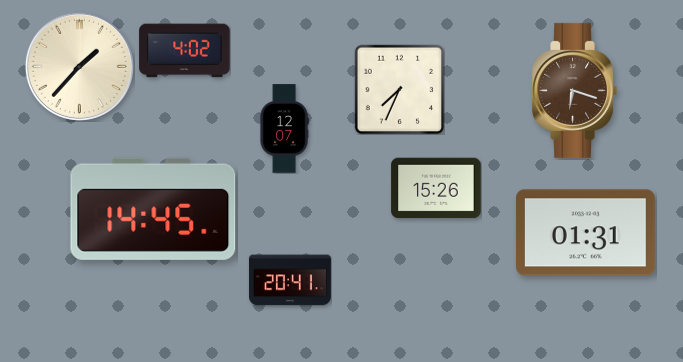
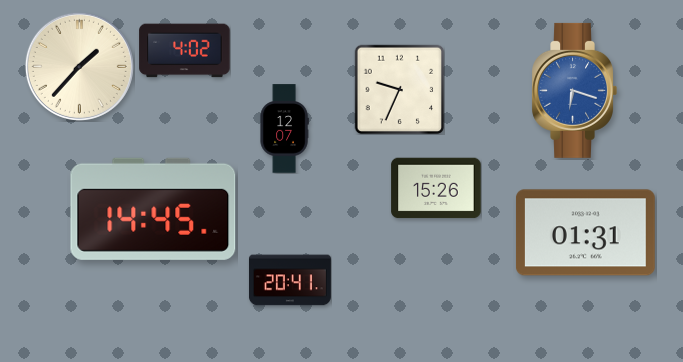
clock at (399, 89): 7:34 -> 9:34
clock at (574, 90) dial: brown -> blue
